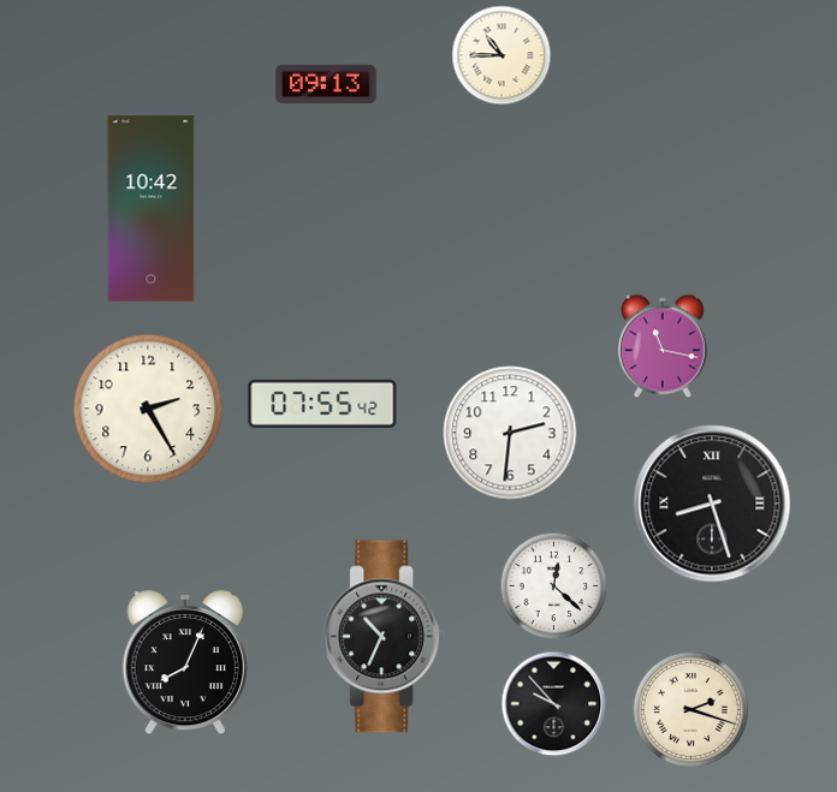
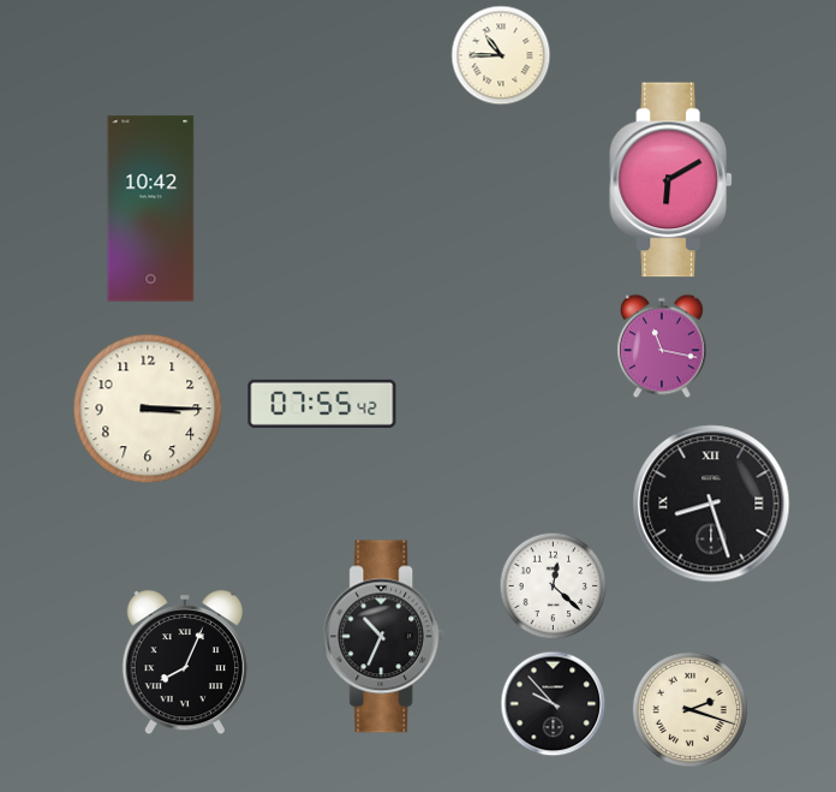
clock at (326, 83): 09:13 -> none
clock at (670, 180): none -> 6:10
clock at (148, 409): 2:25 -> 3:15
clock at (510, 433): 2:31 -> none
